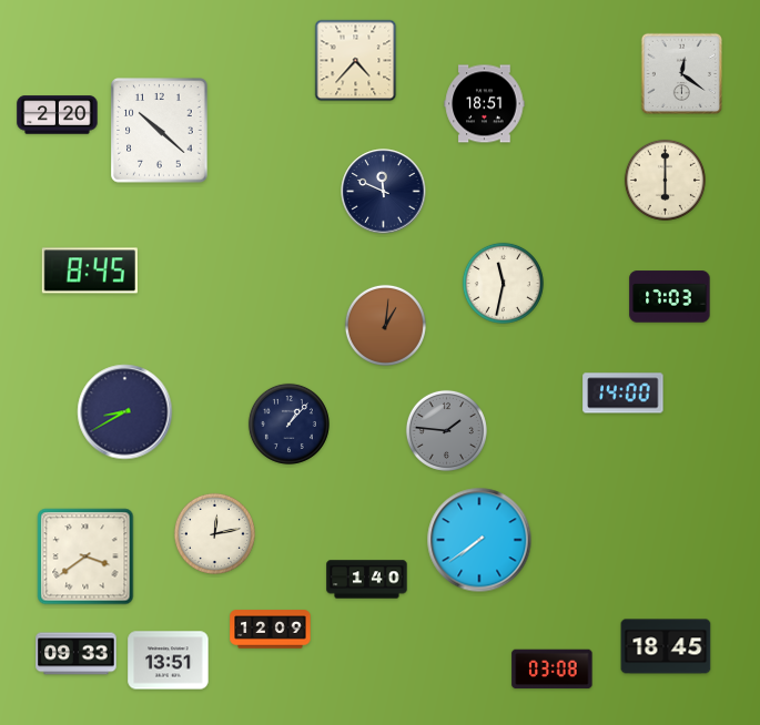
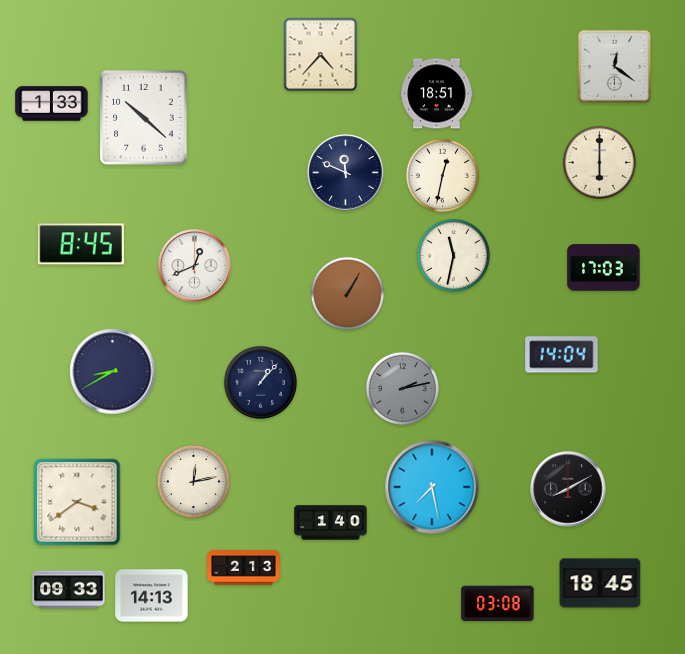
clock at (58, 115): 2:20 -> 1:33
clock at (442, 175): none -> 12:32
clock at (195, 266): none -> 12:41
clock at (385, 325): 1:01 -> 1:05
clock at (624, 394): 14:00 -> 14:04
clock at (446, 430): 1:46 -> 2:13
clock at (479, 540): 7:39 -> 7:28
clock at (568, 489): none -> 8:10
clock at (271, 630): 12:09 -> 2:13
clock at (169, 661): 13:51 -> 14:13
